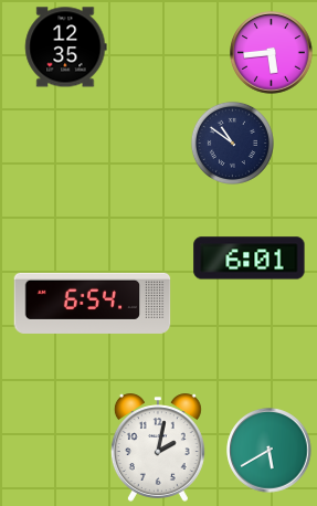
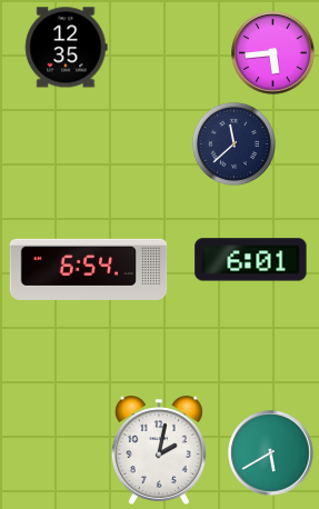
clock at (232, 143): 10:51 -> 11:38
clock at (93, 303) position: (93, 303) -> (89, 269)
